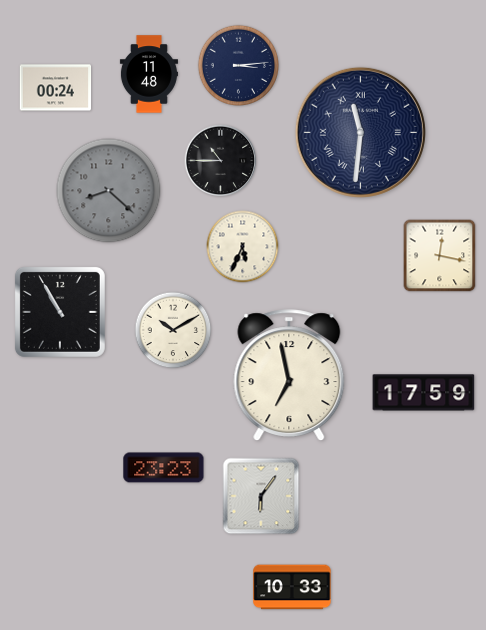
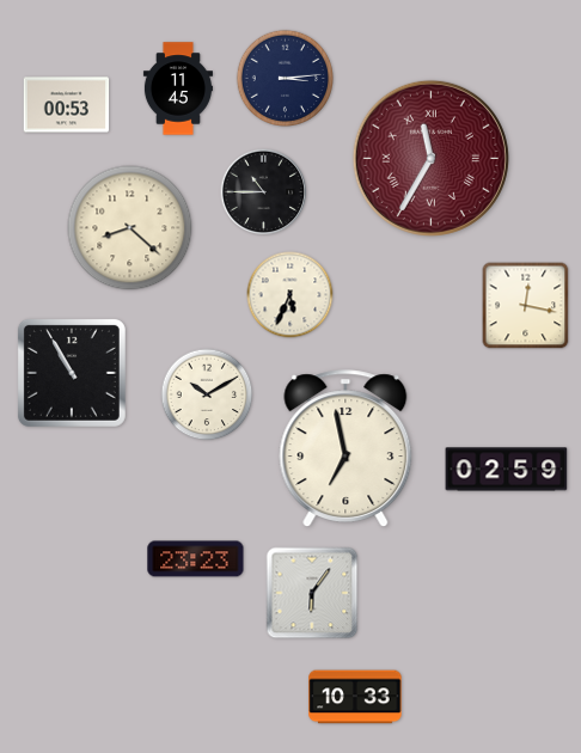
clock at (149, 74): 11:48 -> 11:45
clock at (56, 88): 00:24 -> 00:53
clock at (360, 132): 11:31 -> 11:35
clock at (360, 132) dial: navy -> burgundy
clock at (109, 191) dial: grey -> cream
clock at (424, 393): 17:59 -> 02:59
clock at (292, 587) position: (292, 587) -> (355, 697)
